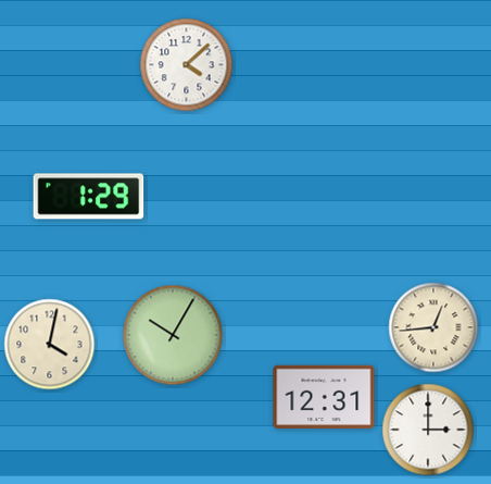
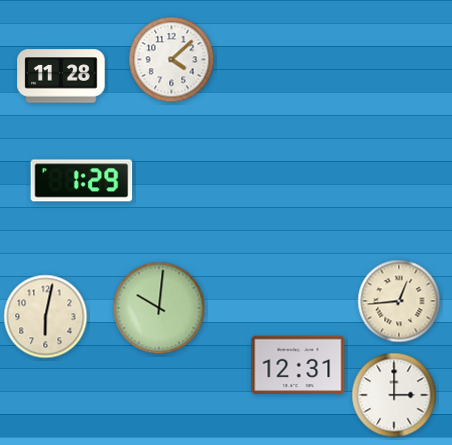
clock at (61, 76): none -> 11:28
clock at (173, 335): 10:05 -> 10:01
clock at (50, 345): 4:02 -> 6:02
